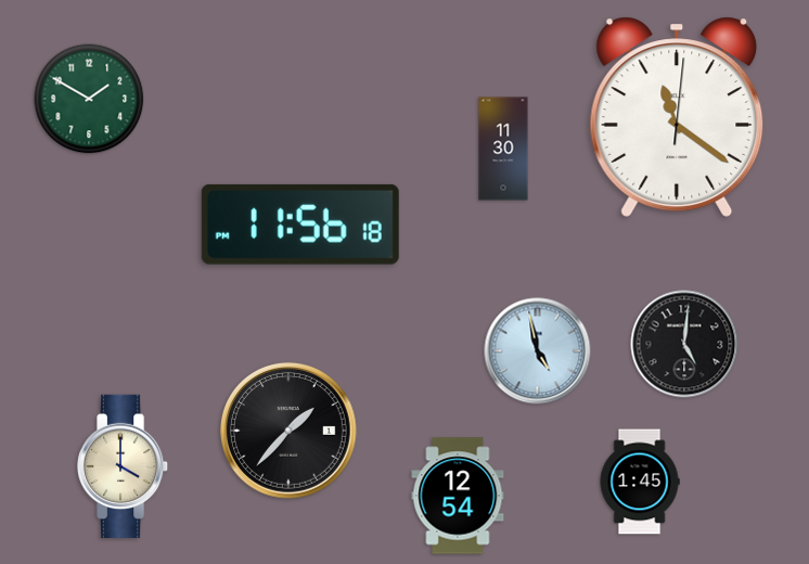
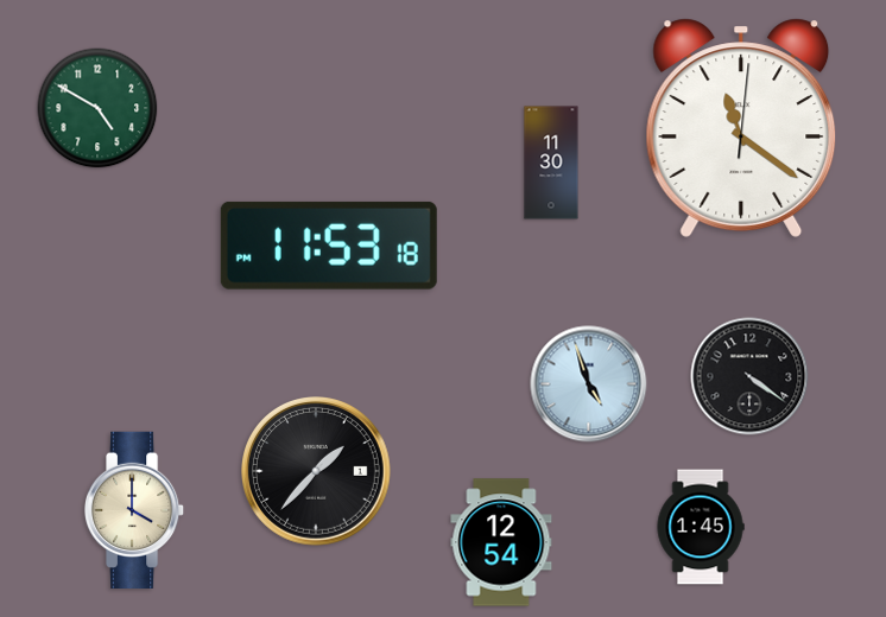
clock at (89, 99): 1:50 -> 4:50
clock at (300, 225): 11:56 -> 11:53
clock at (684, 344): 5:01 -> 4:21
clock at (538, 351): 4:58 -> 4:57
